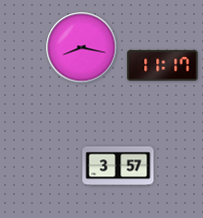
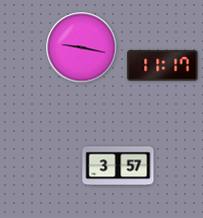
clock at (82, 48): 8:17 -> 9:17
